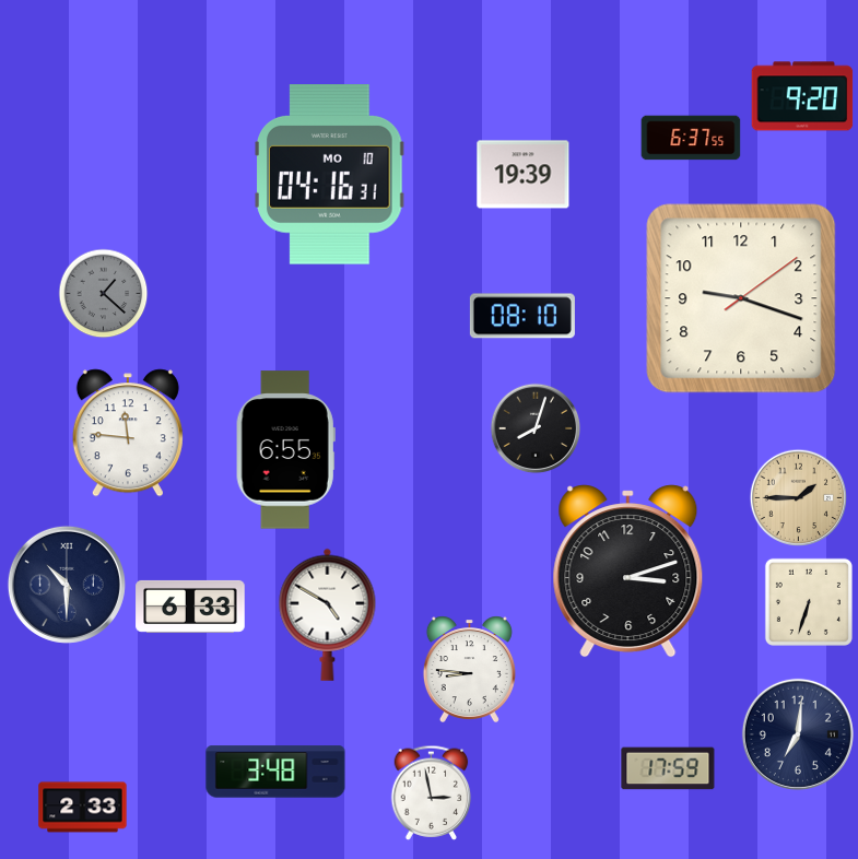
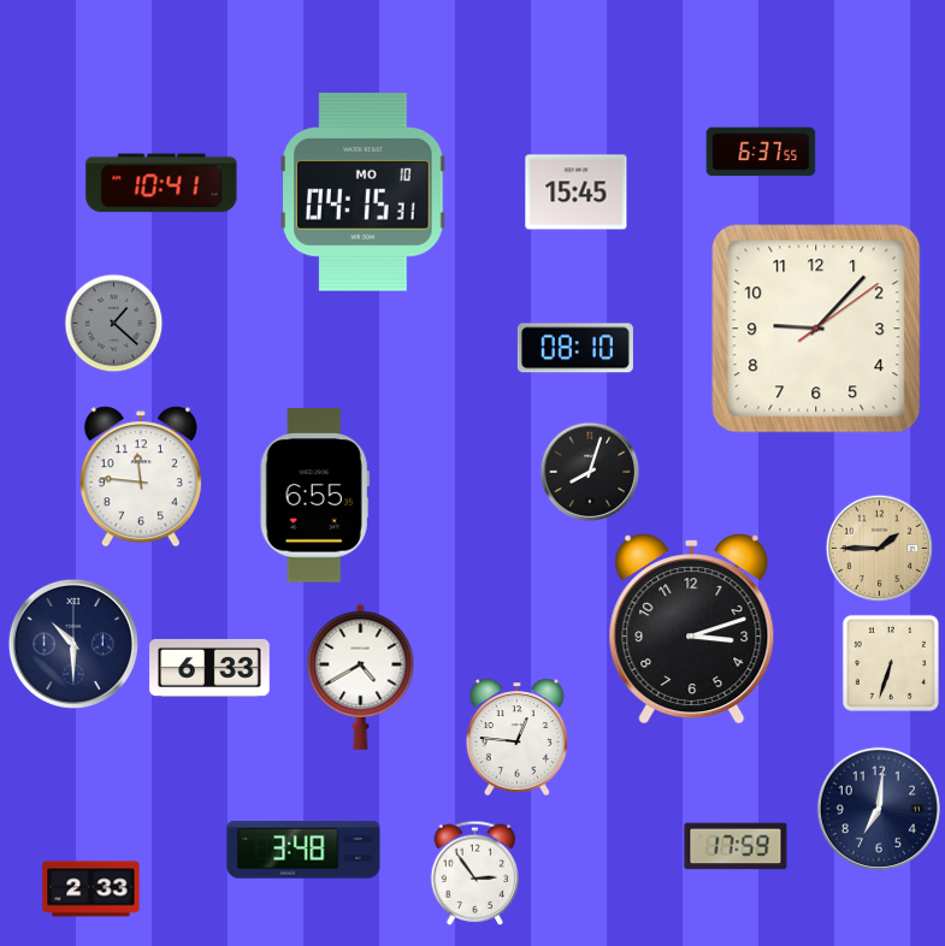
clock at (802, 96): 9:20 -> none
clock at (161, 183): none -> 10:41
clock at (330, 175): 04:16 -> 04:15
clock at (524, 175): 19:39 -> 15:45
clock at (741, 298): 9:18 -> 9:07
clock at (328, 614): 4:50 -> 4:40
clock at (469, 669): 8:46 -> 12:46
clock at (432, 792): 2:58 -> 2:54
